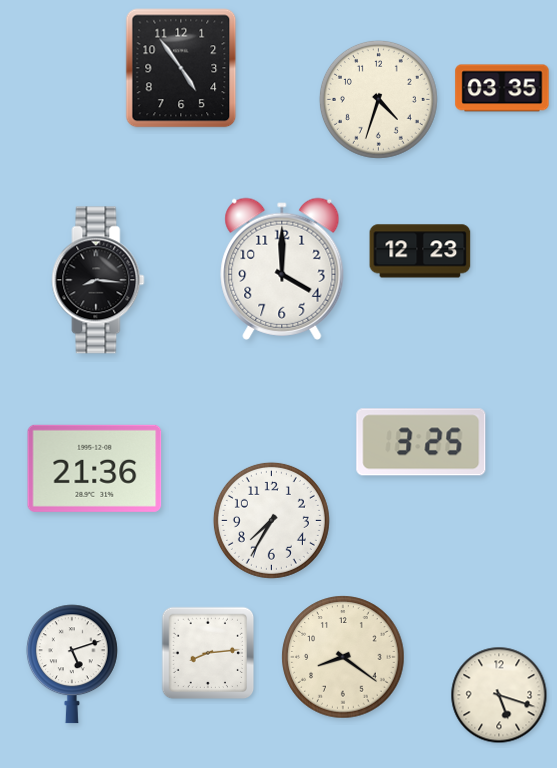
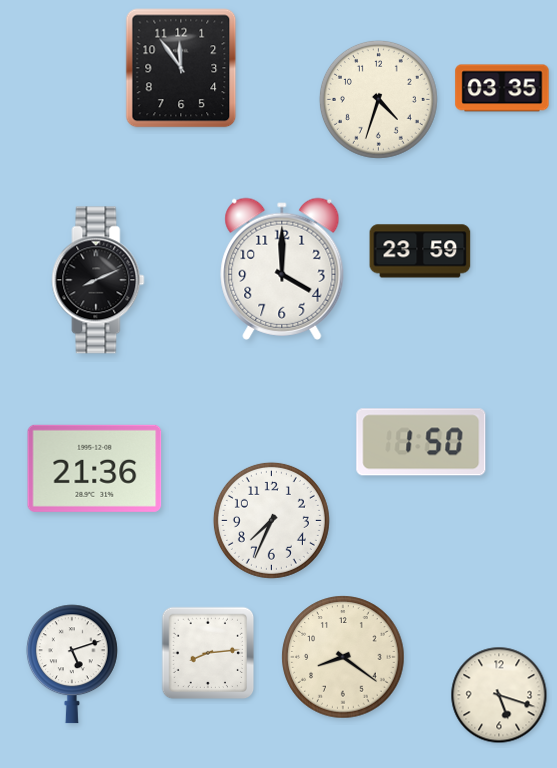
clock at (181, 68): 4:54 -> 11:54
clock at (420, 251): 12:23 -> 23:59
clock at (98, 280): 8:16 -> 8:11
clock at (421, 442): 3:25 -> 1:50
clock at (271, 520): 7:35 -> 7:34
